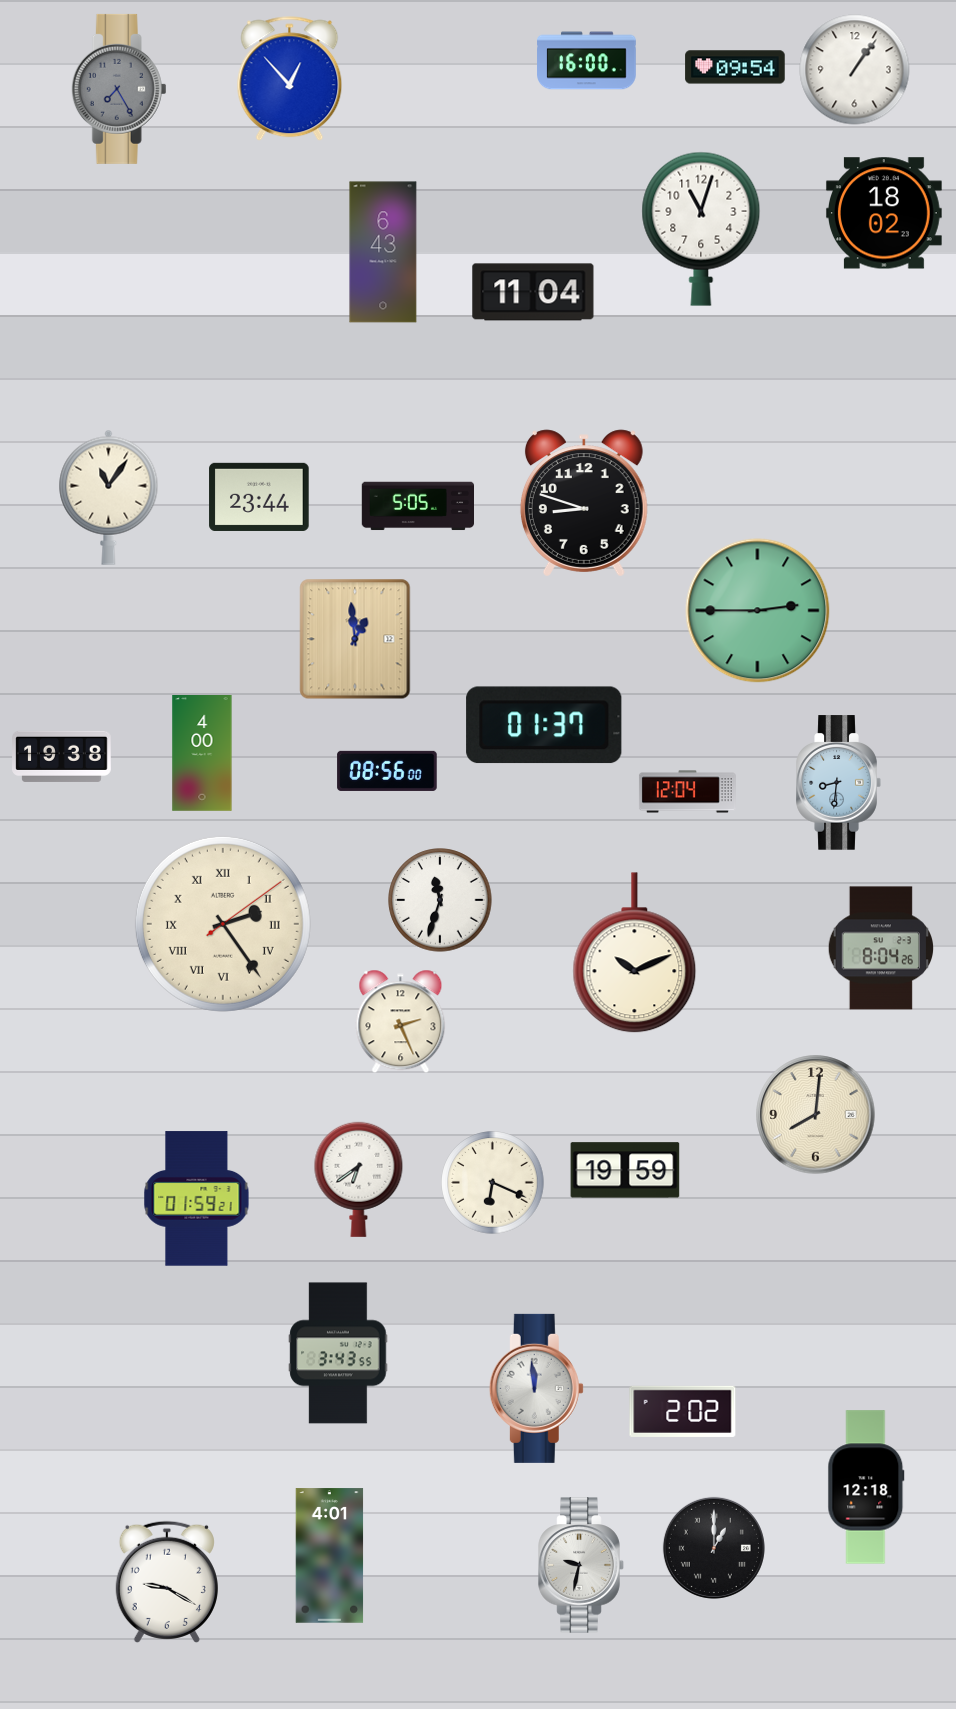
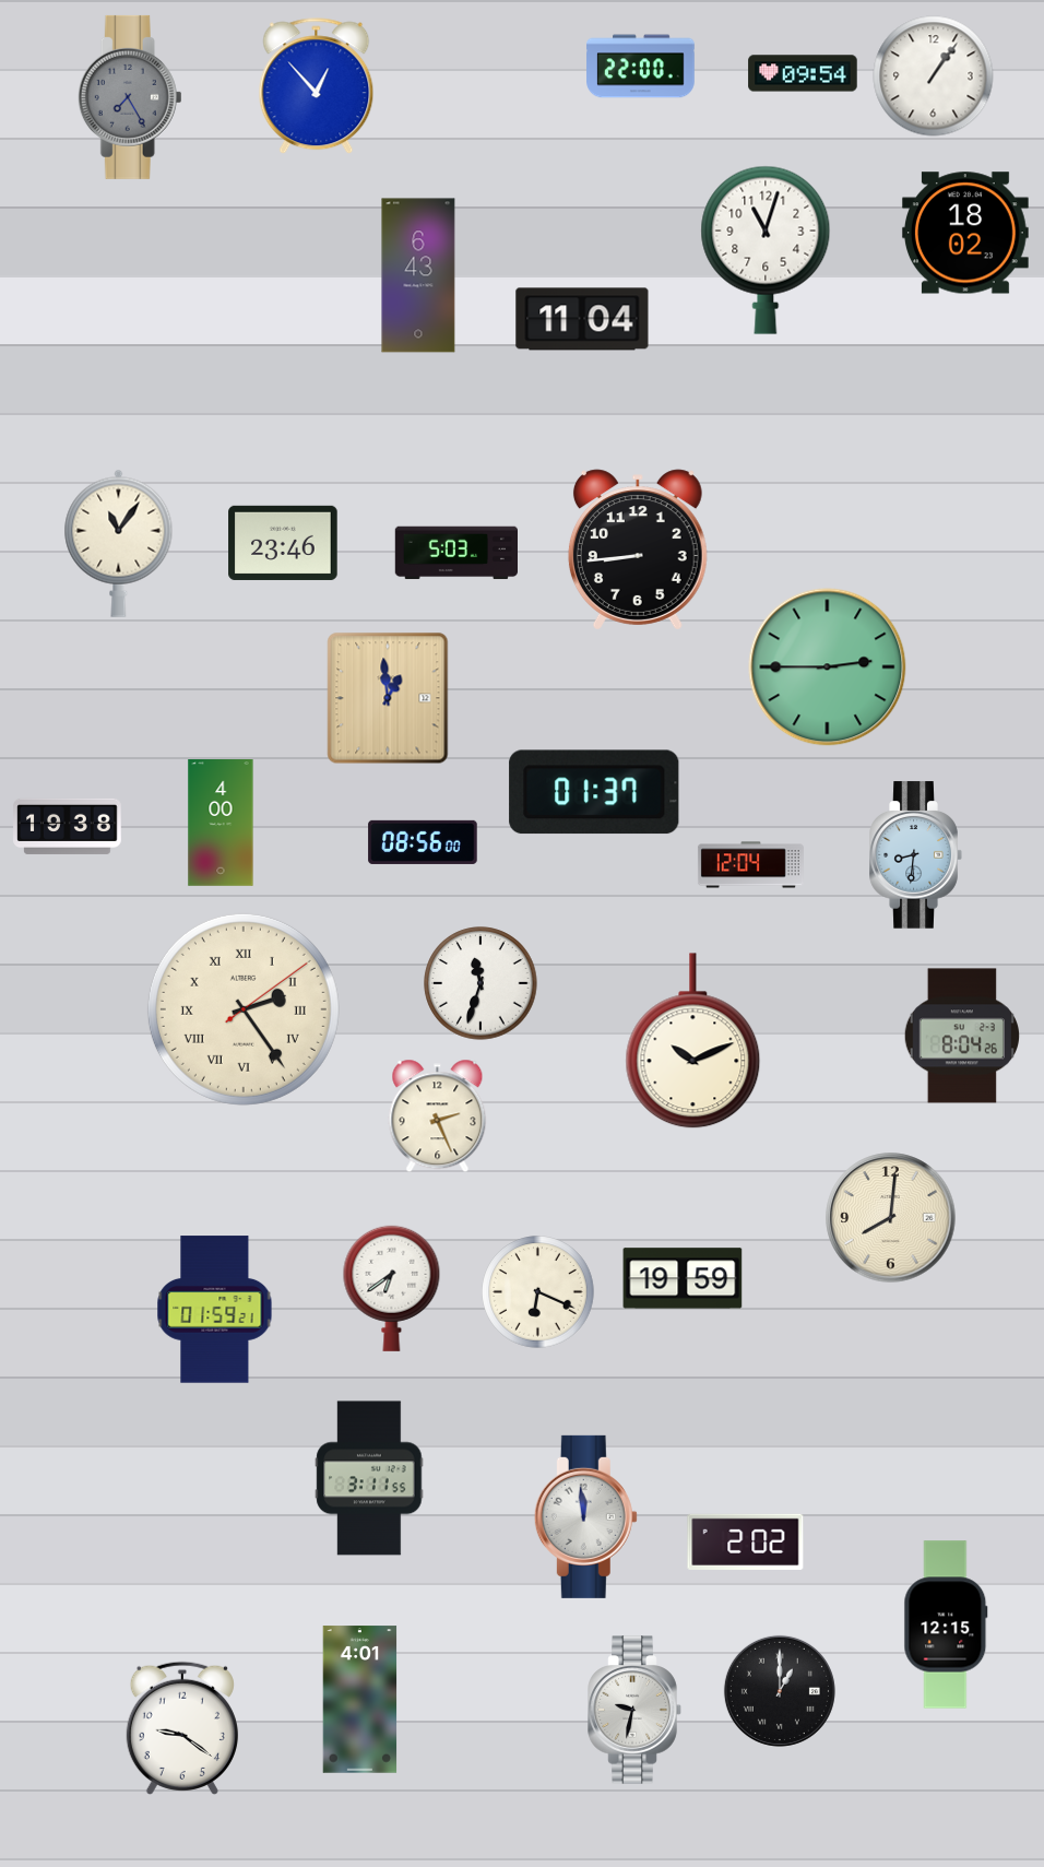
clock at (587, 61): 16:00 -> 22:00
clock at (259, 497): 23:44 -> 23:46
clock at (584, 503): 8:48 -> 8:44
clock at (417, 506): 5:05 -> 5:03
clock at (338, 1353): 3:43 -> 3:11
clock at (866, 1487): 12:18 -> 12:15
clock at (167, 1582): 9:20 -> 9:21
